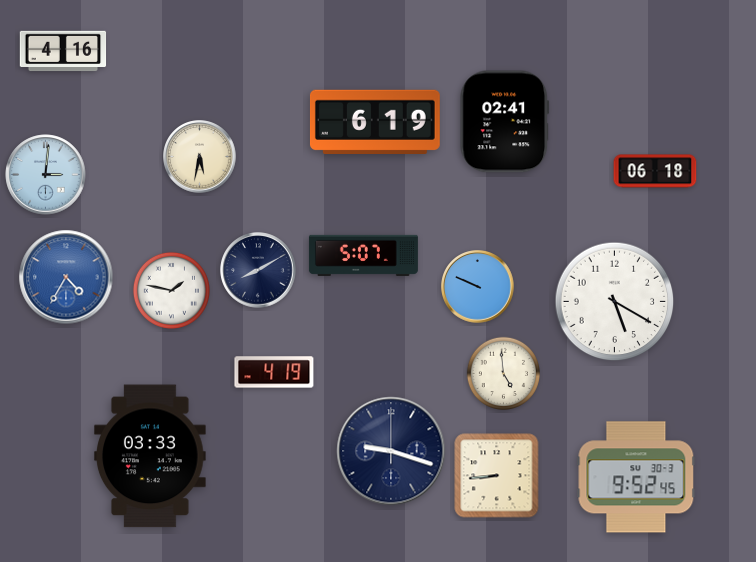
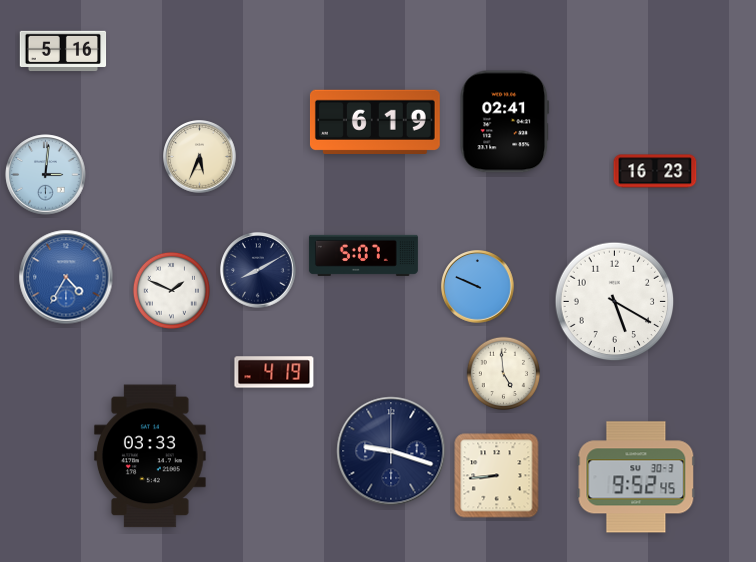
clock at (63, 51): 4:16 -> 5:16
clock at (200, 157): 5:32 -> 5:34
clock at (655, 171): 06:18 -> 16:23
clock at (171, 290): 1:47 -> 1:49
